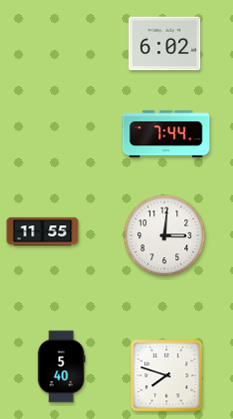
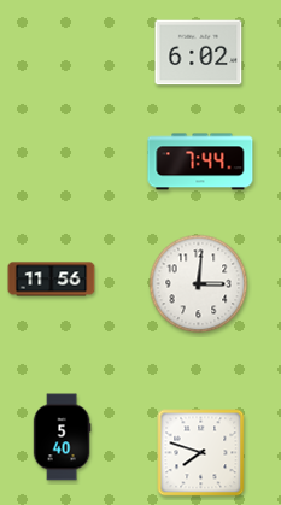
clock at (43, 232): 11:55 -> 11:56
clock at (61, 367) position: (61, 367) -> (62, 438)
